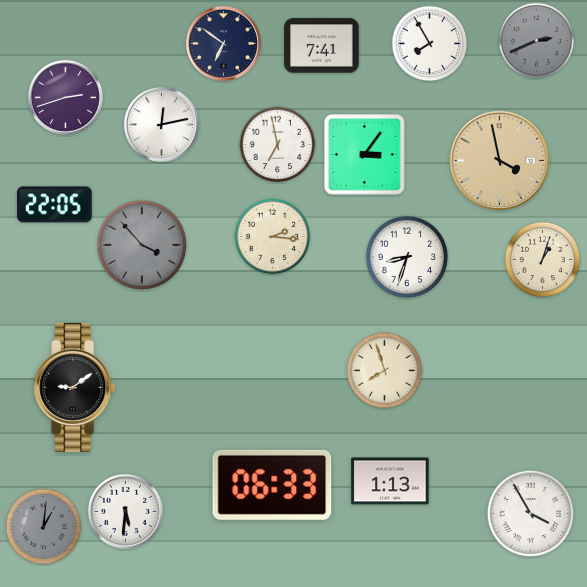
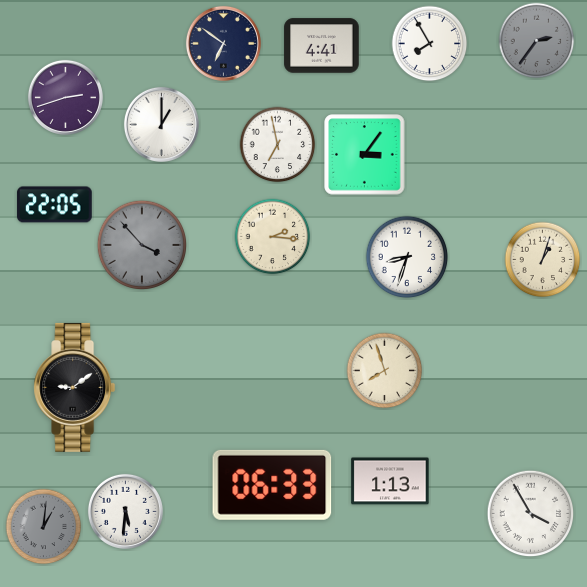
clock at (537, 41): 2:41 -> 2:36
clock at (322, 46): 7:41 -> 4:41
clock at (161, 124): 12:13 -> 1:00
clock at (500, 161): 3:58 -> none
